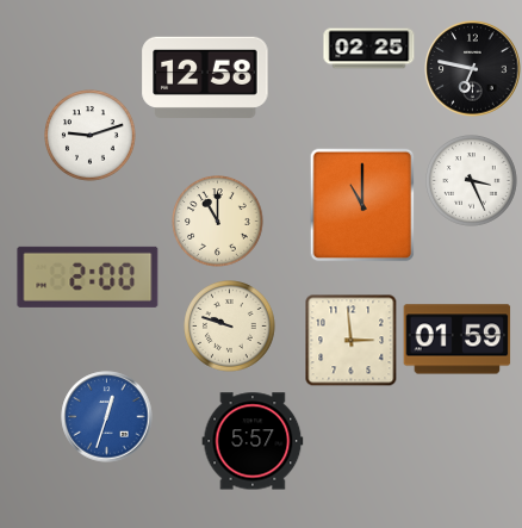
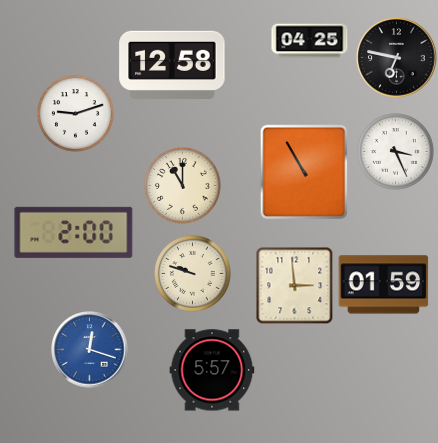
clock at (369, 49): 02:25 -> 04:25
clock at (362, 205): 11:00 -> 10:55
clock at (107, 417): 12:33 -> 12:18
